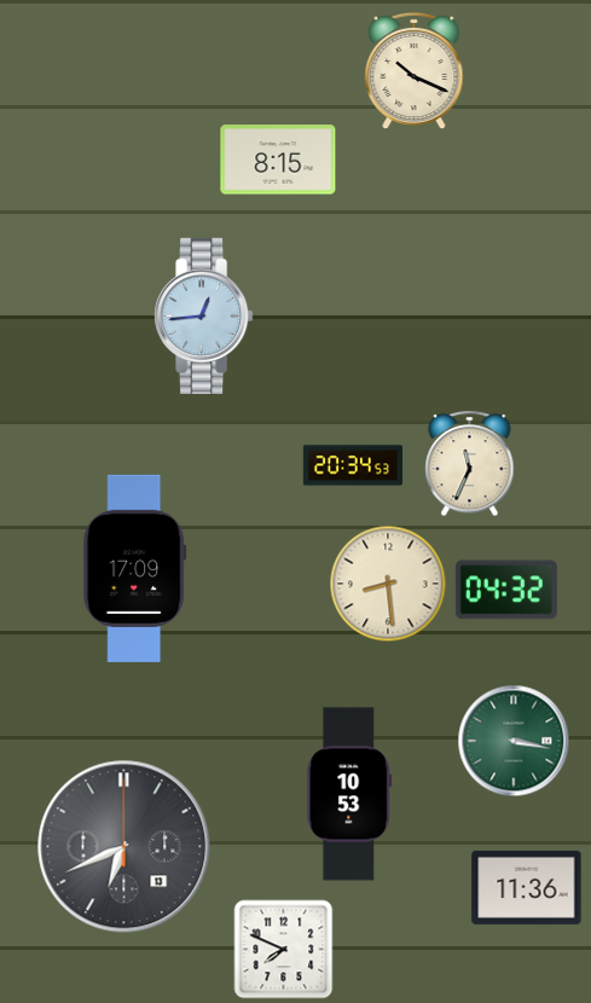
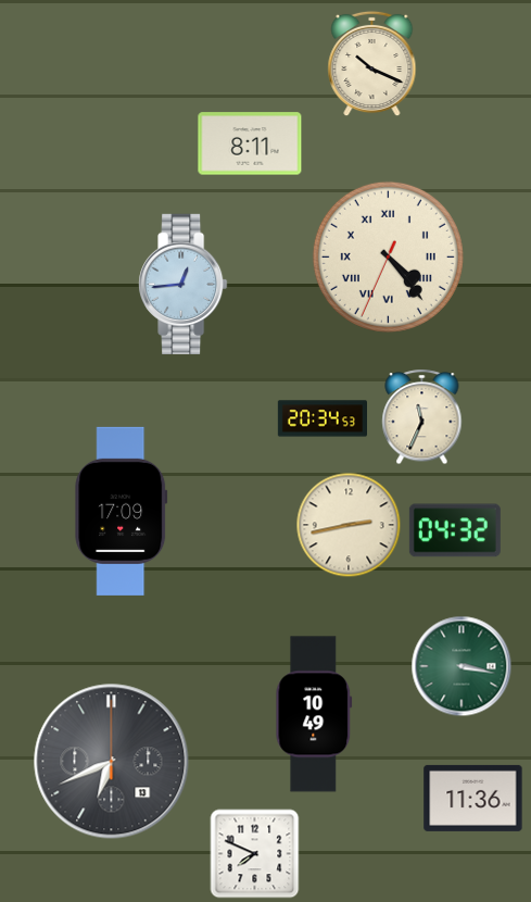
clock at (278, 160): 8:15 -> 8:11
clock at (388, 256): none -> 4:23
clock at (352, 465) position: (352, 465) -> (321, 418)
clock at (388, 584): 8:29 -> 2:43
clock at (349, 794): 10:53 -> 10:49
